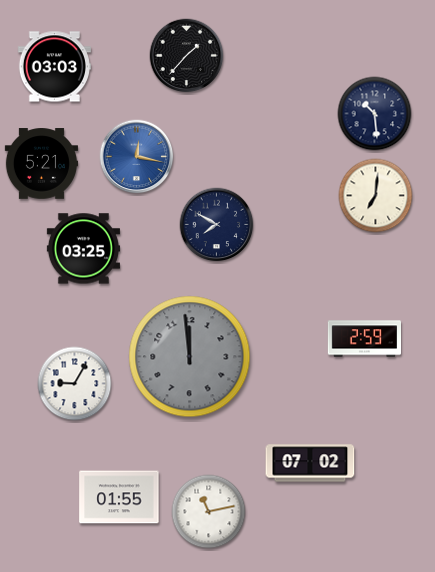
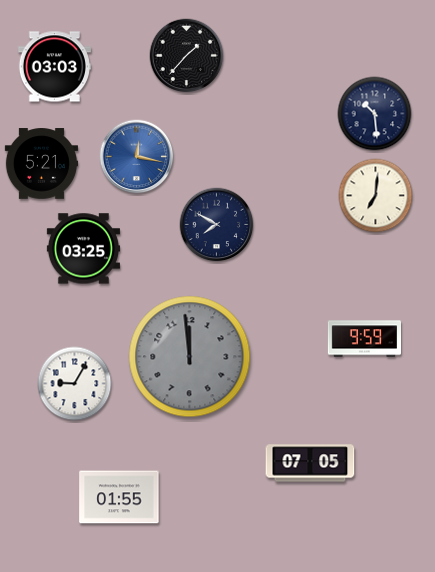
clock at (364, 339): 2:59 -> 9:59
clock at (310, 463): 07:02 -> 07:05
clock at (209, 512): 11:13 -> none
